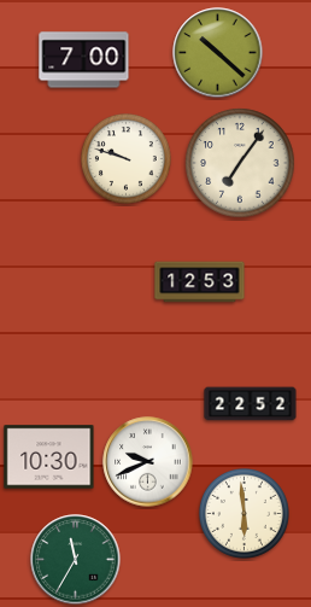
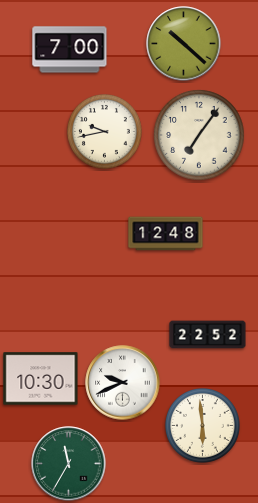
clock at (218, 53) position: (218, 53) -> (184, 44)
clock at (127, 159): 9:48 -> 9:43
clock at (200, 282): 12:53 -> 12:48
clock at (76, 560) position: (76, 560) -> (69, 464)
